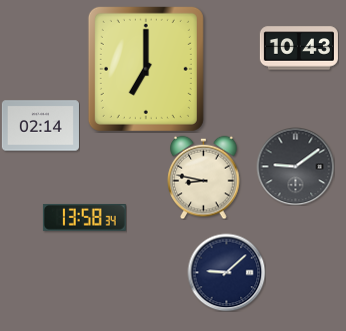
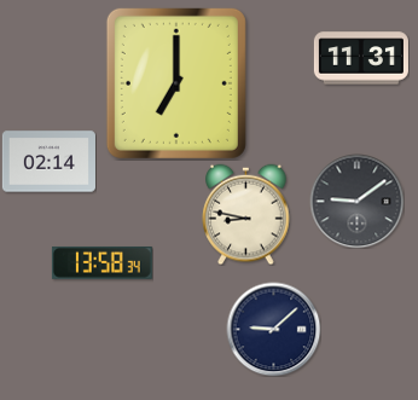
clock at (299, 48): 10:43 -> 11:31
clock at (40, 126) position: (40, 126) -> (48, 162)
